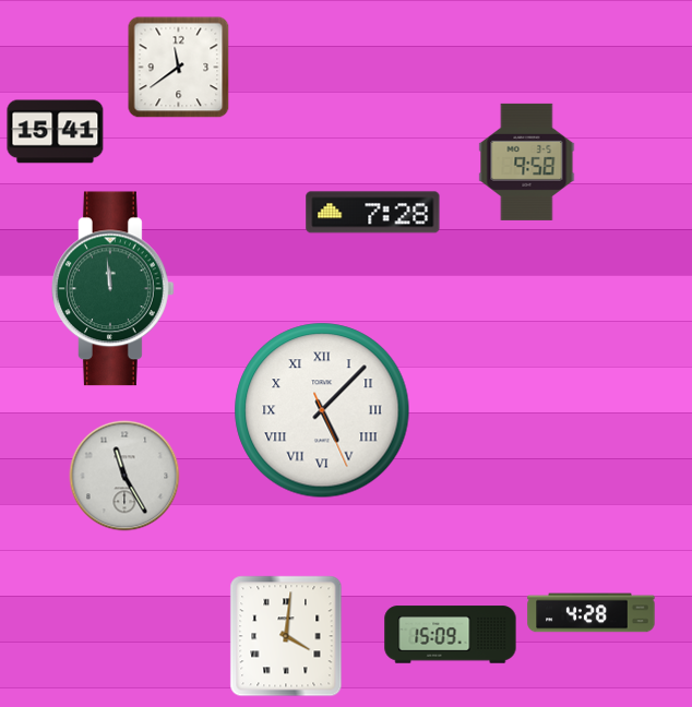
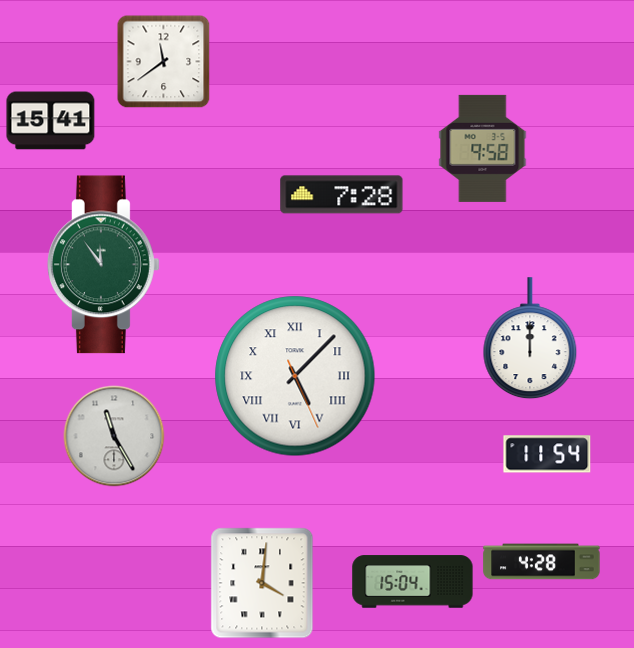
clock at (114, 289): 11:59 -> 11:54
clock at (530, 339): none -> 12:00
clock at (547, 454): none -> 11:54
clock at (451, 635): 15:09 -> 15:04
